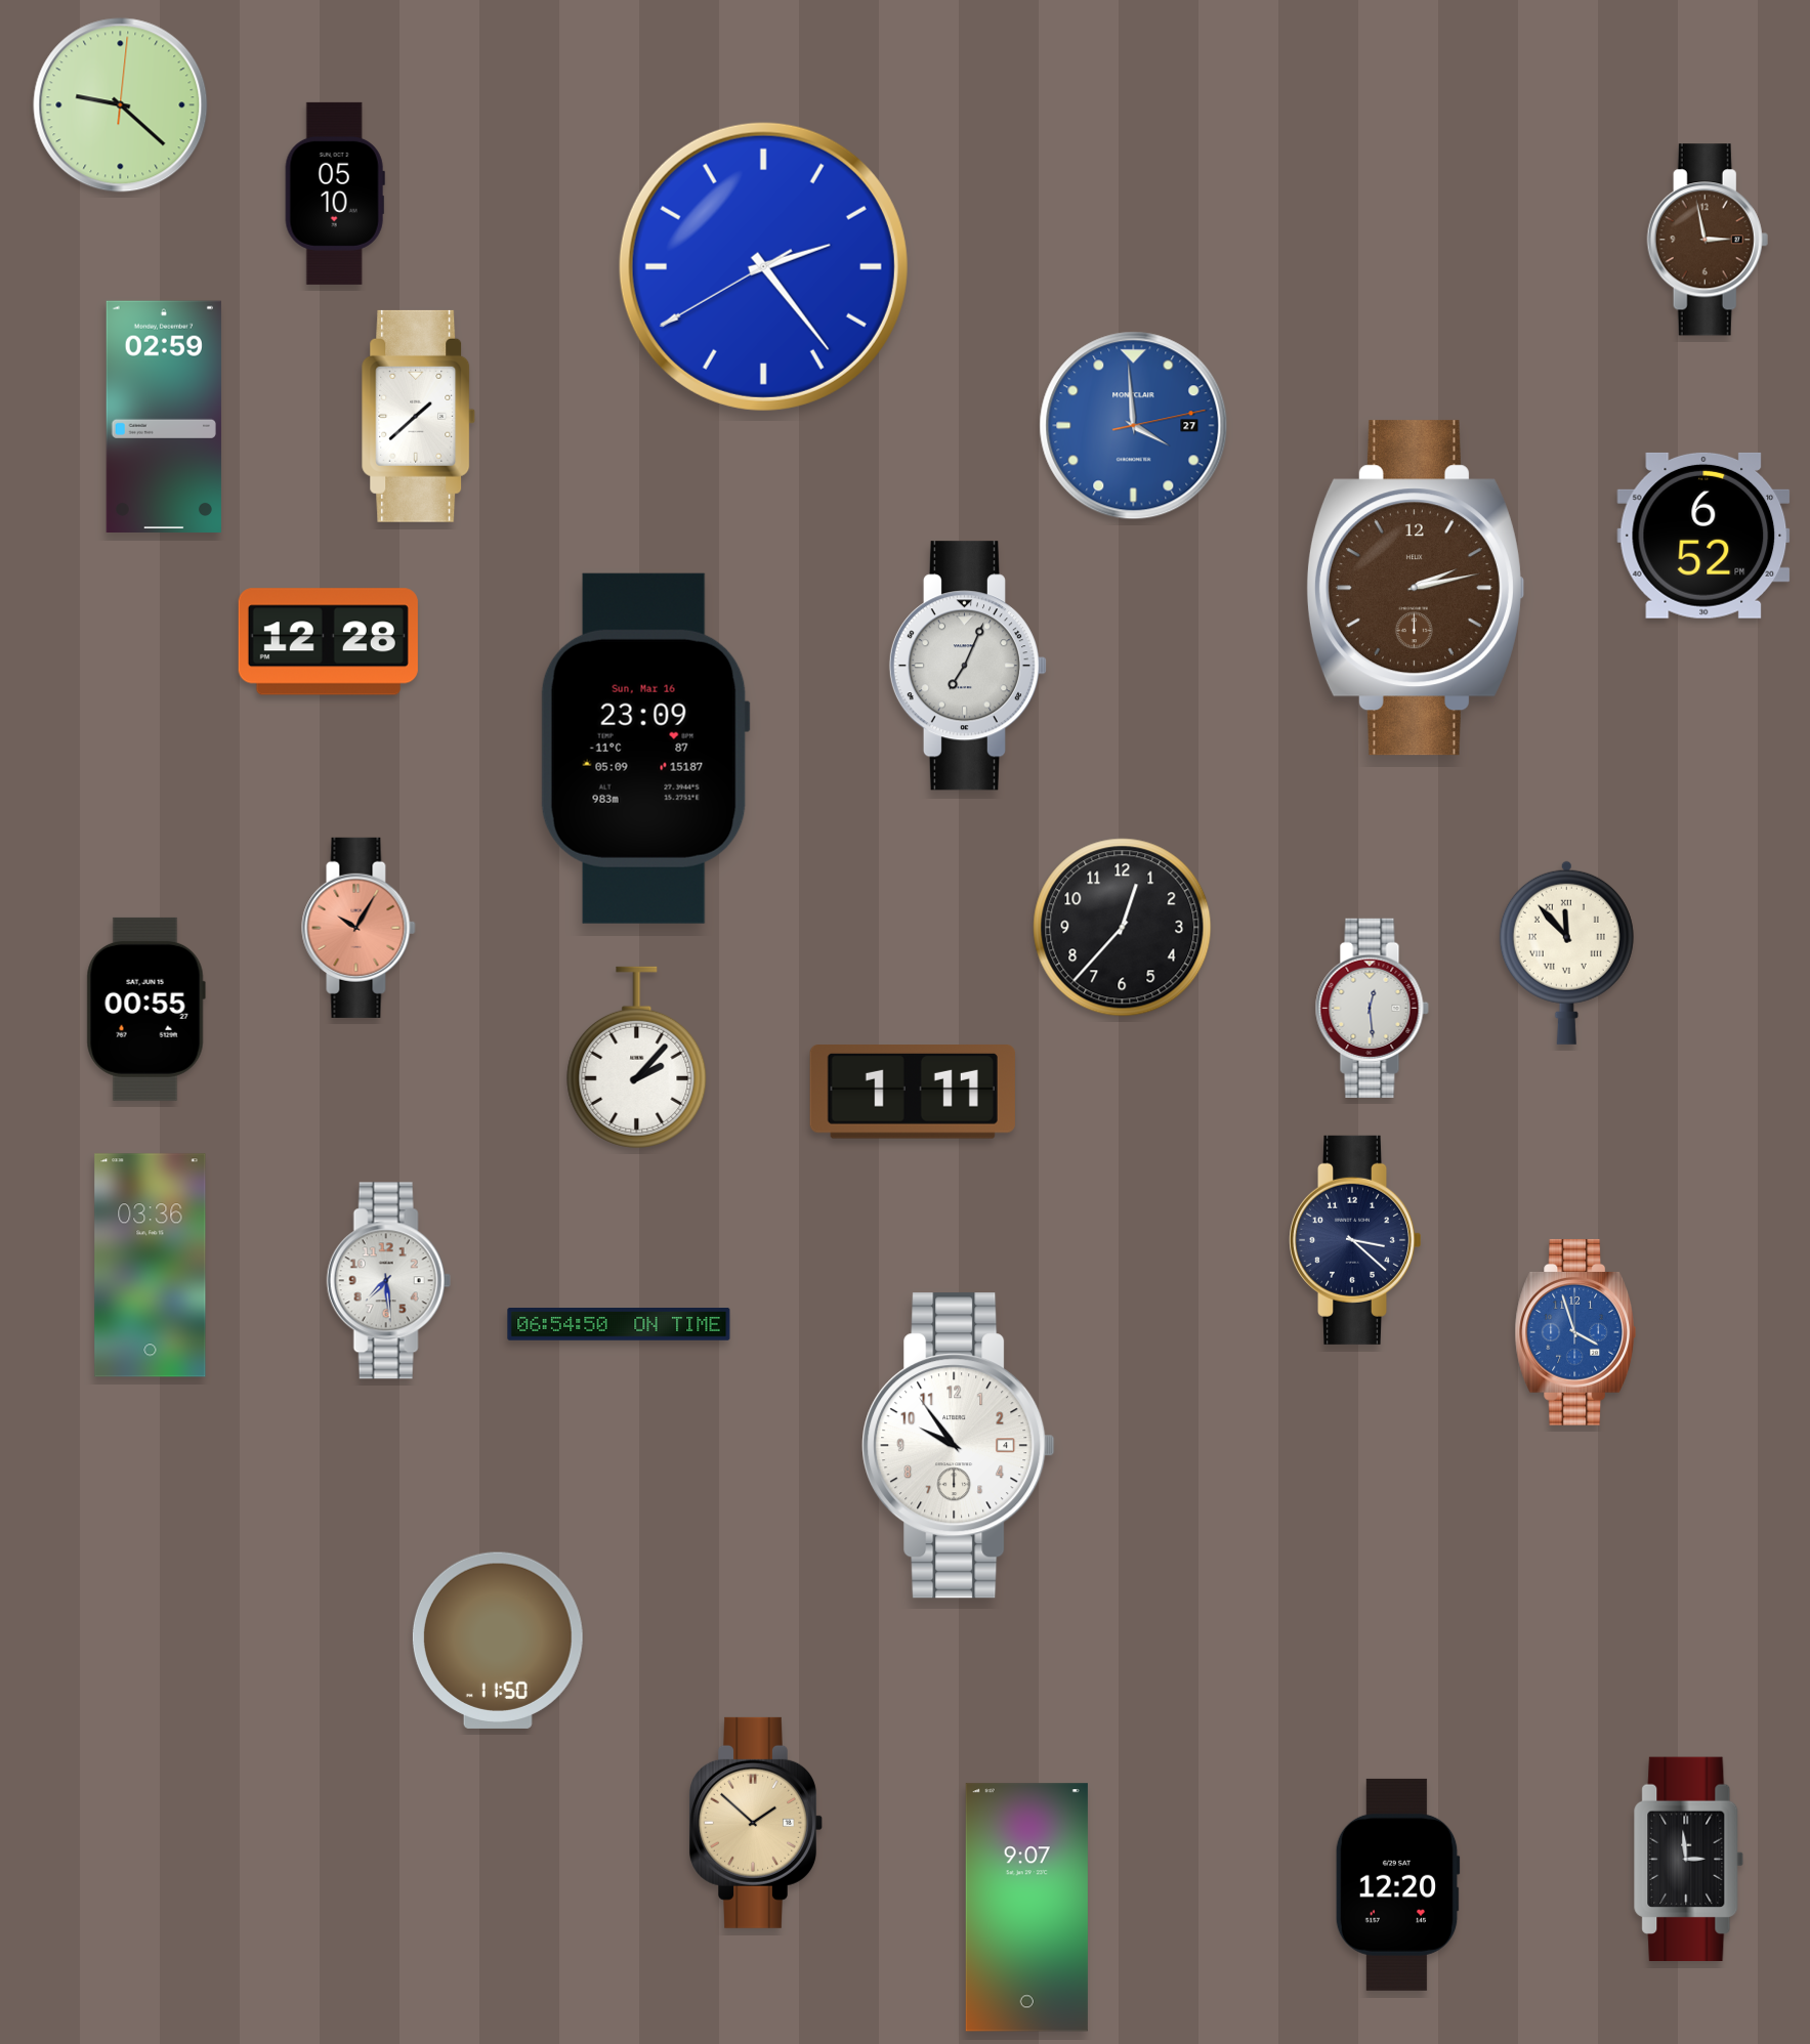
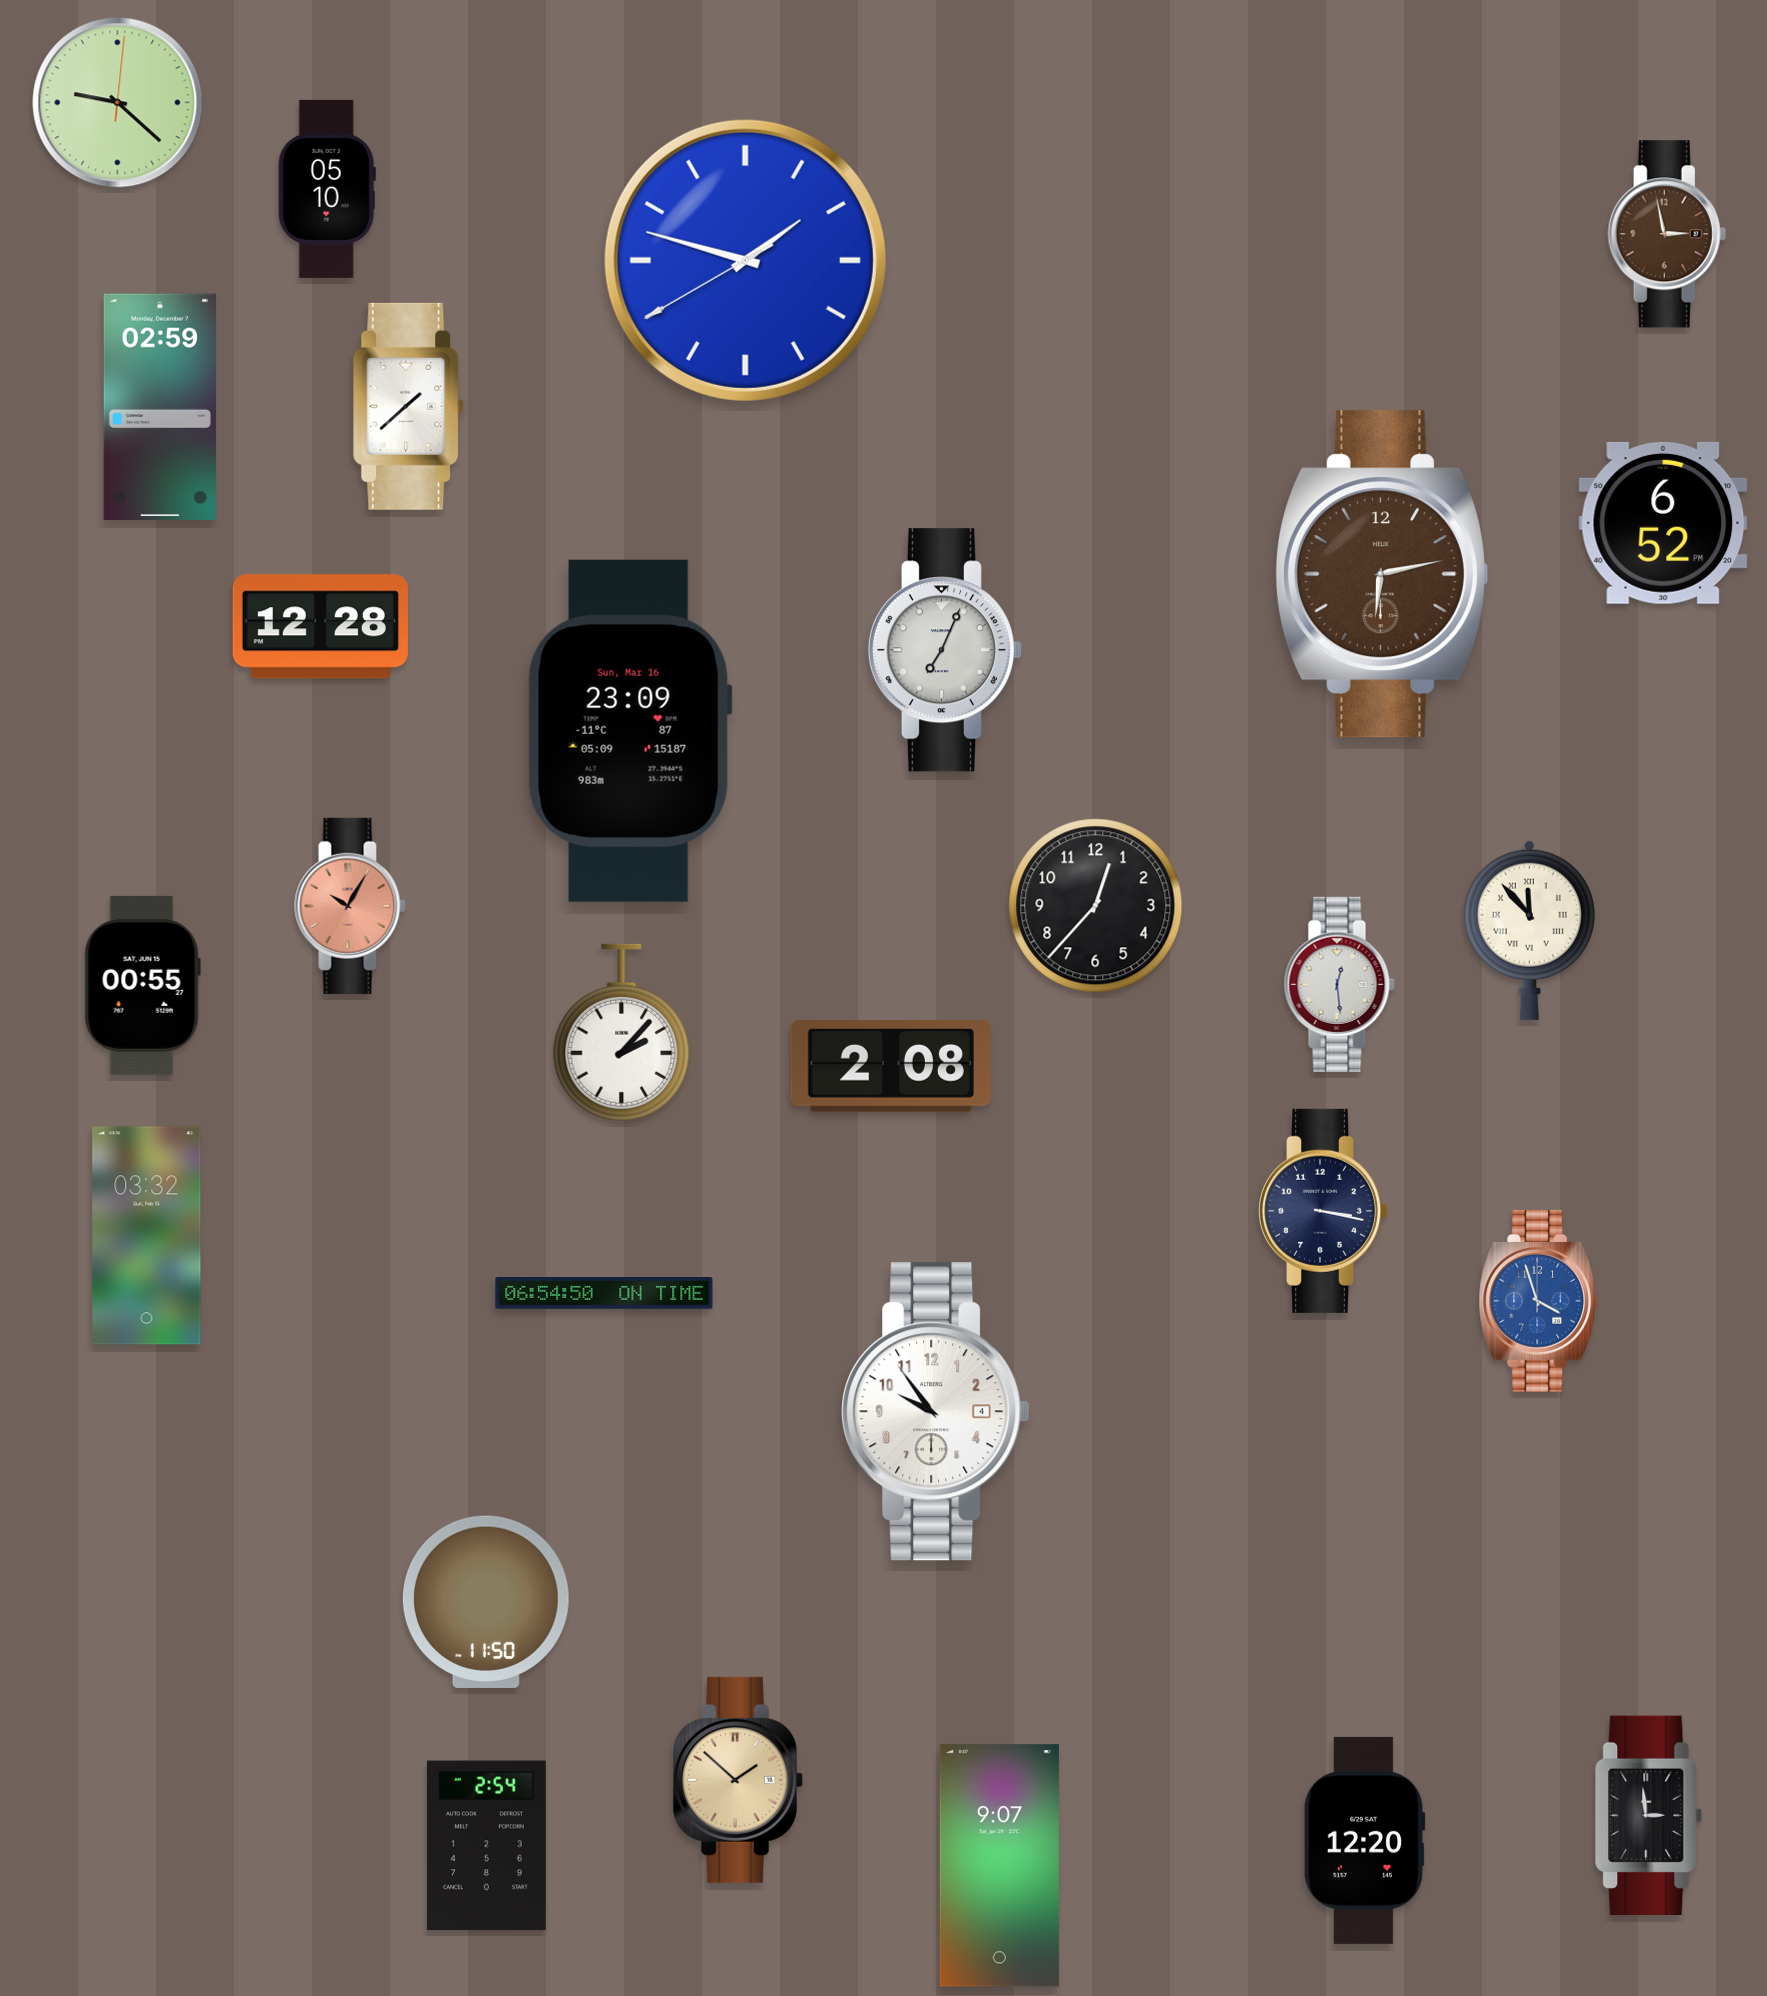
clock at (763, 266): 2:23 -> 1:47
clock at (1134, 426): 3:59 -> none
clock at (1415, 588): 2:13 -> 6:13
clock at (913, 1093): 1:11 -> 2:08
clock at (1356, 1240): 3:22 -> 3:17
clock at (151, 1266): 03:36 -> 03:32
clock at (388, 1281): 7:29 -> none
clock at (486, 1846): none -> 2:54
clock at (1026, 1908) position: (1026, 1908) -> (999, 1866)
